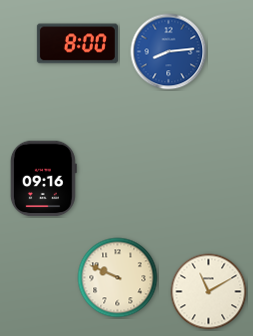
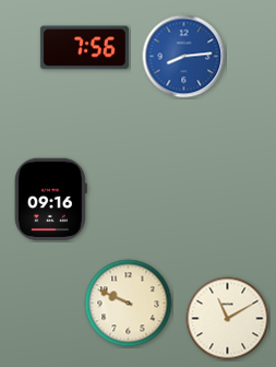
clock at (77, 44): 8:00 -> 7:56
clock at (43, 179) position: (43, 179) -> (50, 200)
